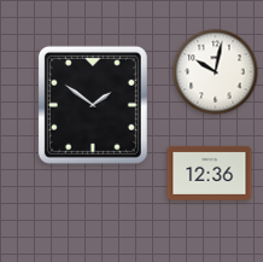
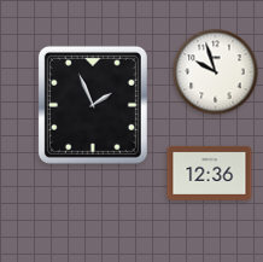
clock at (216, 72): 10:02 -> 9:57
clock at (93, 105): 1:51 -> 1:56
